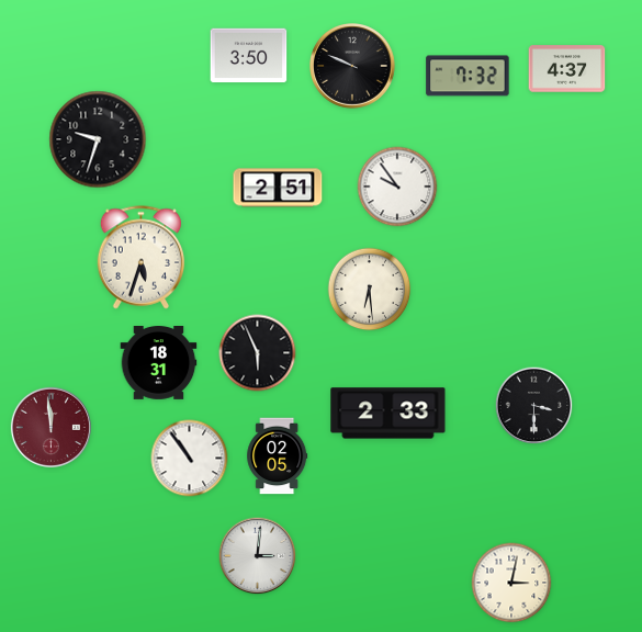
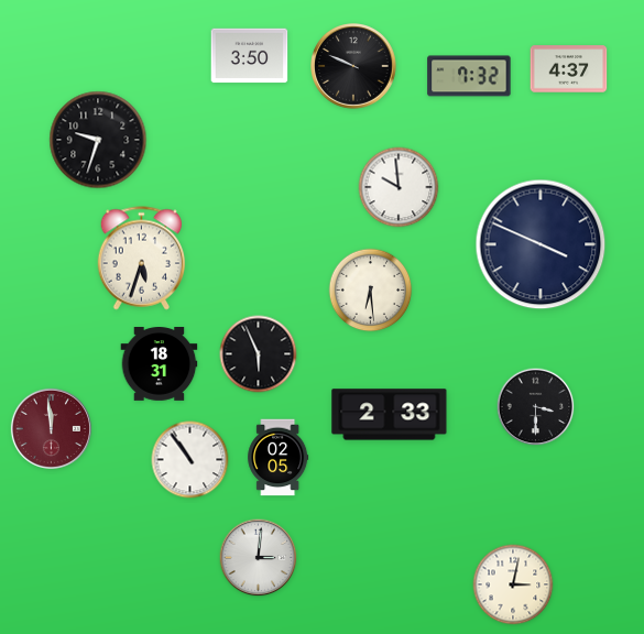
clock at (397, 187): 9:54 -> 9:59
clock at (278, 188): 2:51 -> none
clock at (541, 244): none -> 3:49
